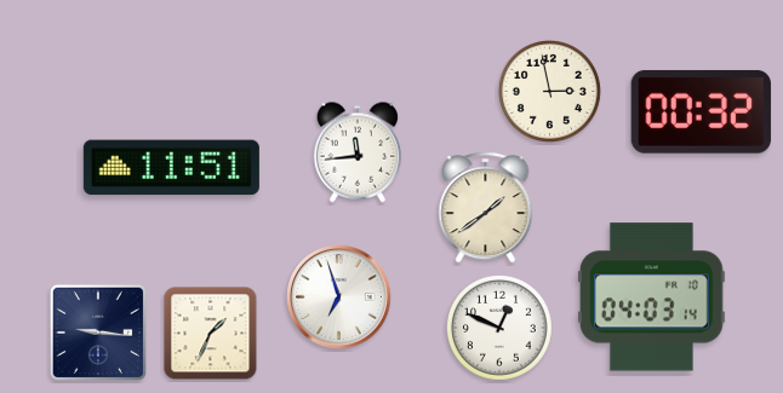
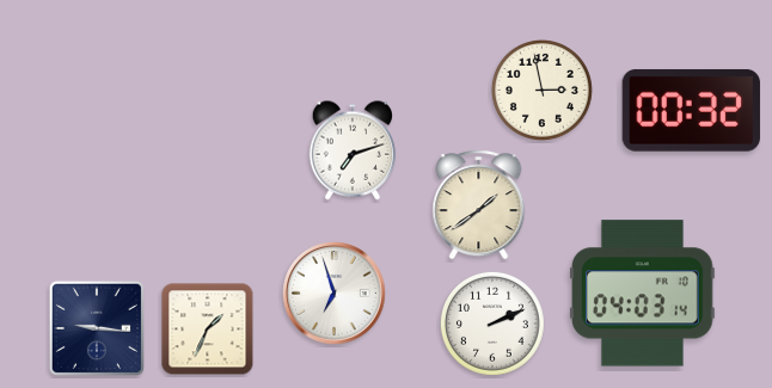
clock at (358, 152): 11:44 -> 7:12
clock at (171, 168): 11:51 -> none
clock at (499, 328): 12:49 -> 2:11
